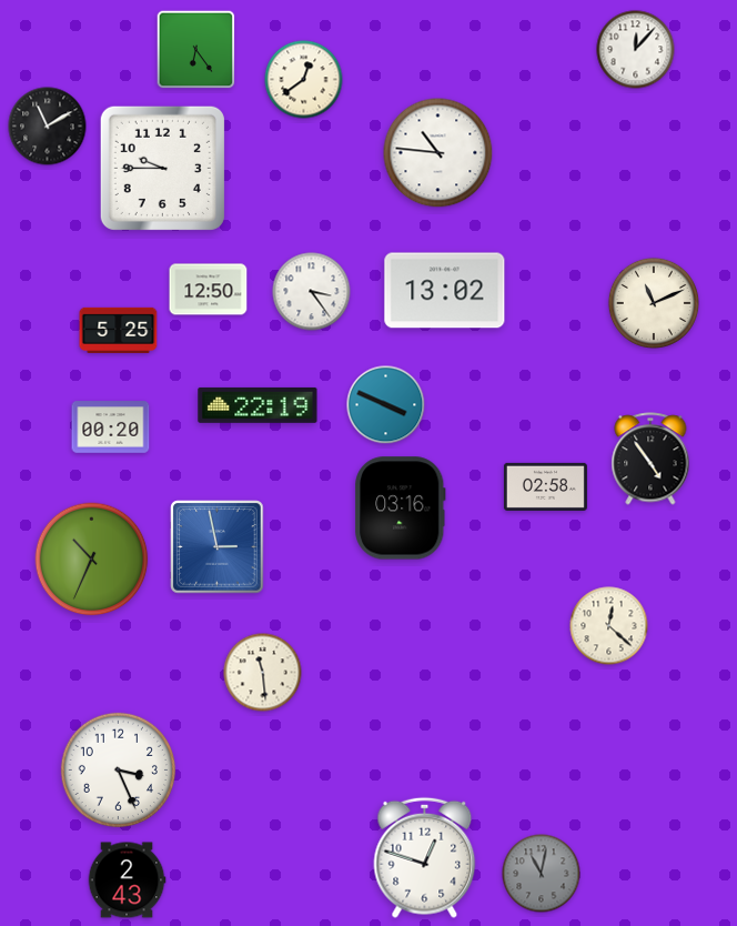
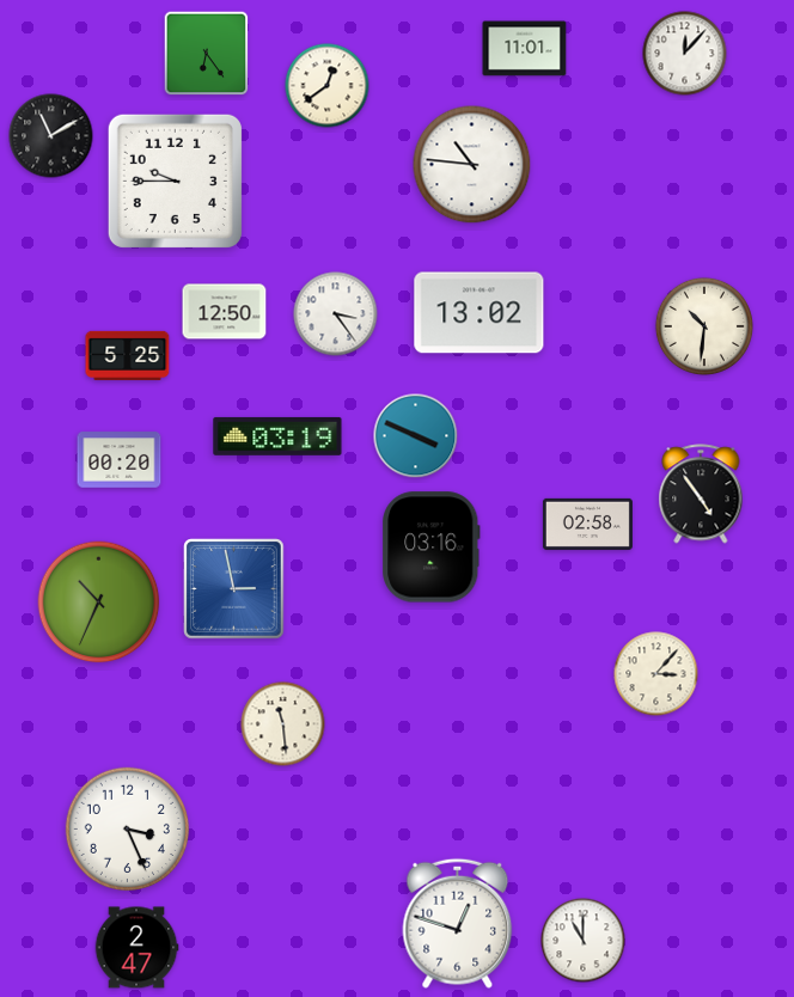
clock at (525, 49): none -> 11:01
clock at (196, 50) position: (196, 50) -> (207, 54)
clock at (654, 303): 11:11 -> 10:31
clock at (258, 405): 22:19 -> 03:19
clock at (609, 626): 12:22 -> 3:07
clock at (542, 874): 11:02 -> 11:00
clock at (542, 874) dial: grey -> white
clock at (127, 880): 2:43 -> 2:47
